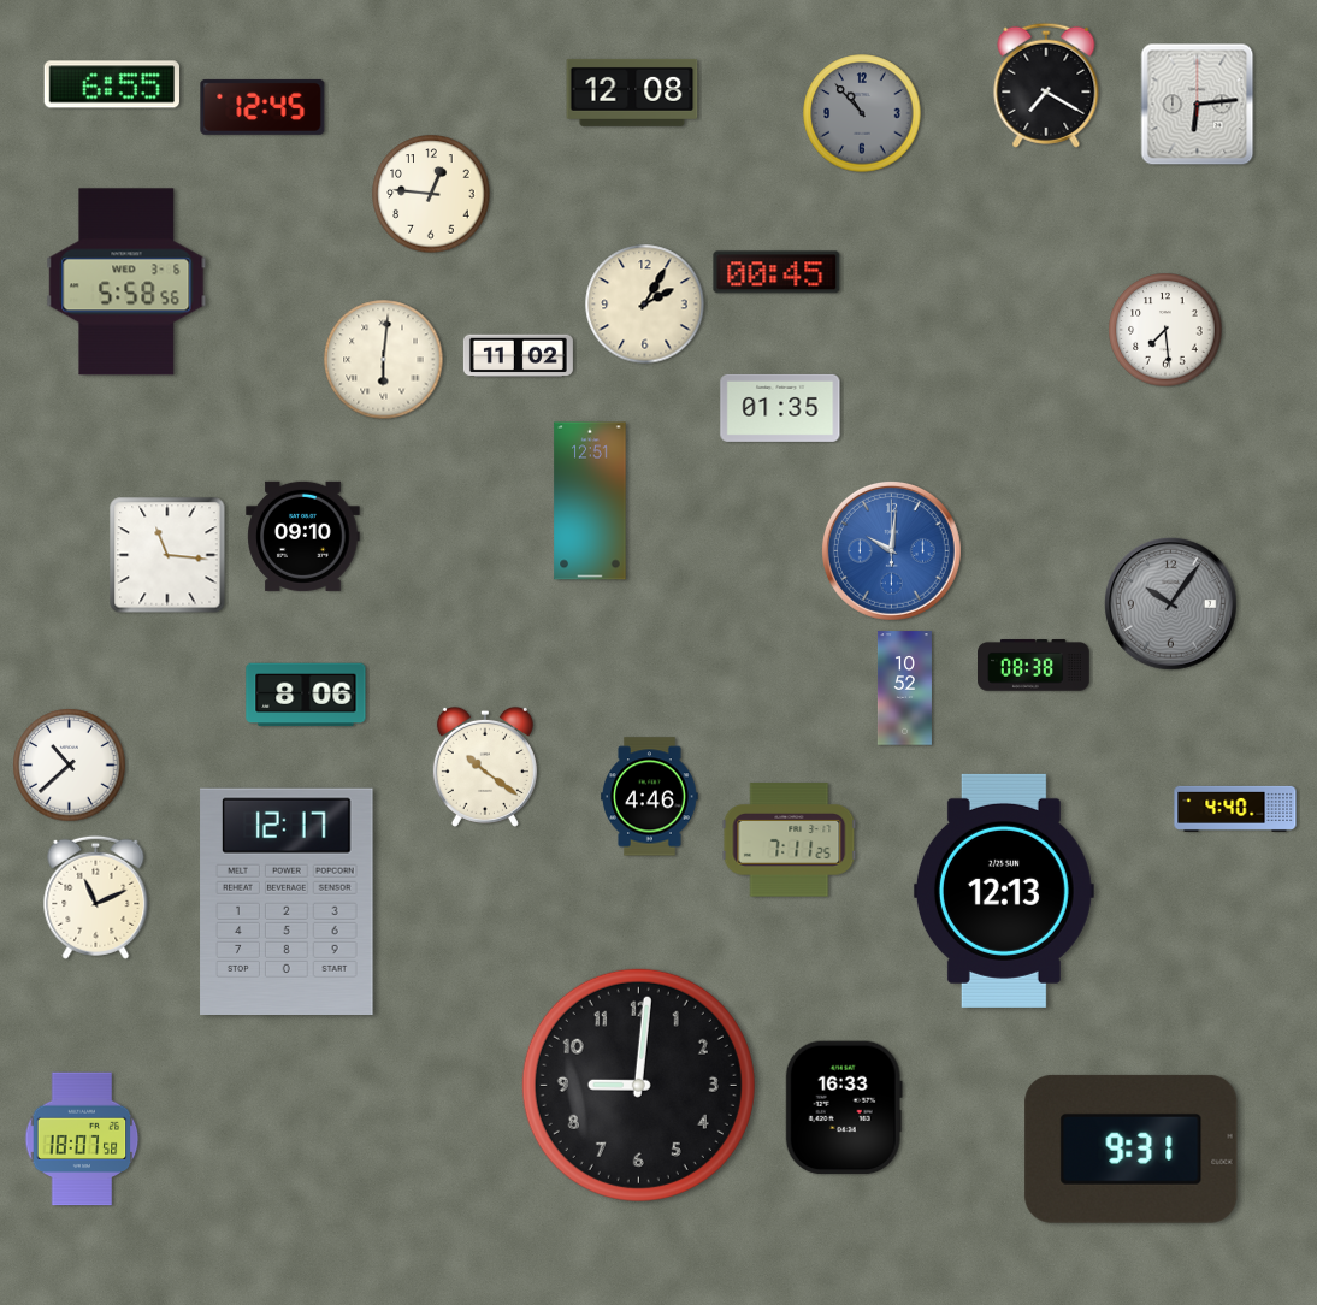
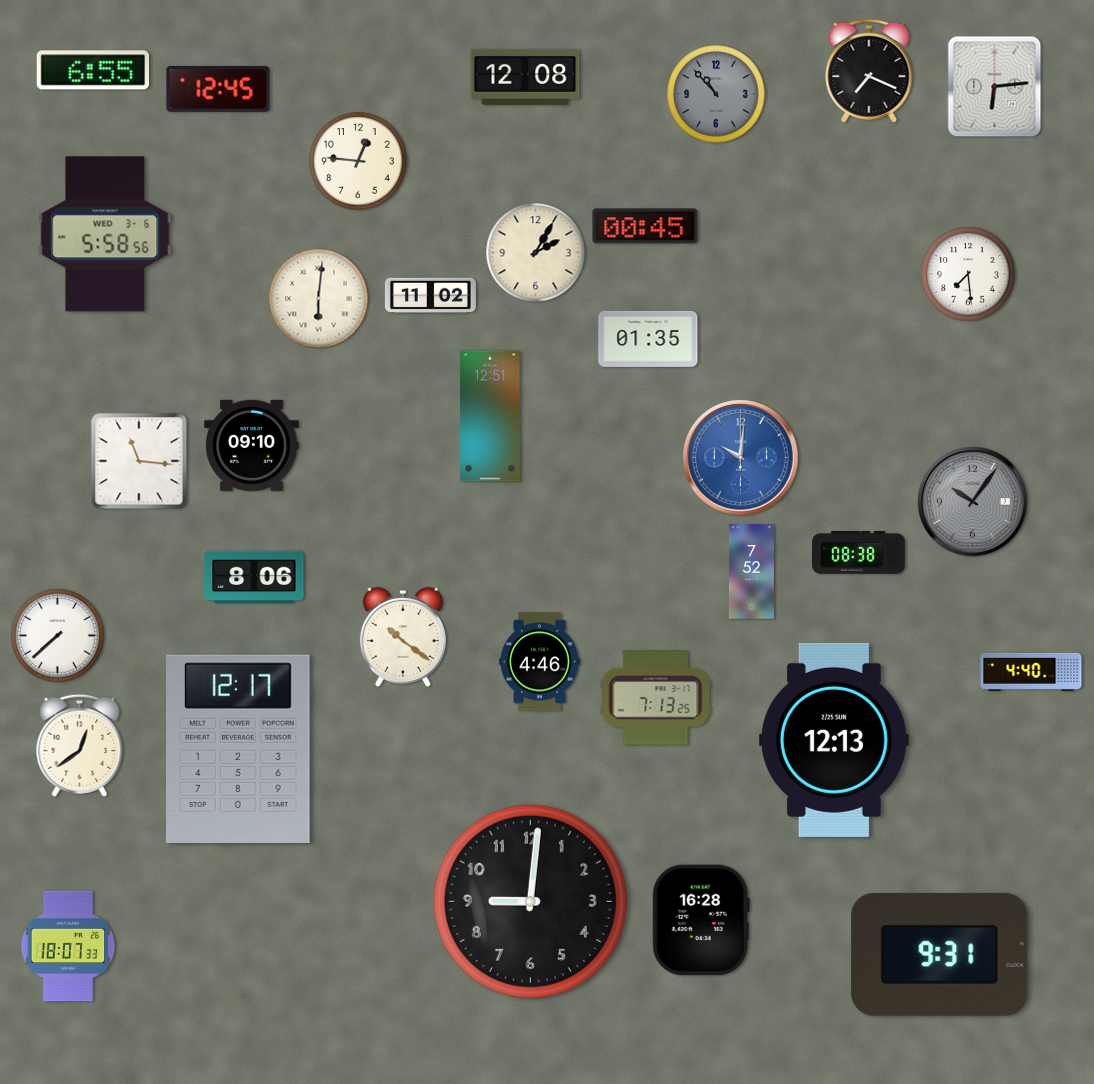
clock at (1046, 85): 7:20 -> 7:19
clock at (904, 689): 10:52 -> 7:52
clock at (70, 766): 10:38 -> 7:38
clock at (1235, 809) position: (1235, 809) -> (1031, 672)
clock at (790, 840): 7:11 -> 7:13
clock at (96, 897): 11:11 -> 12:39
clock at (844, 1108): 16:33 -> 16:28
clock at (82, 1139): 18:07:58 -> 18:07:33
